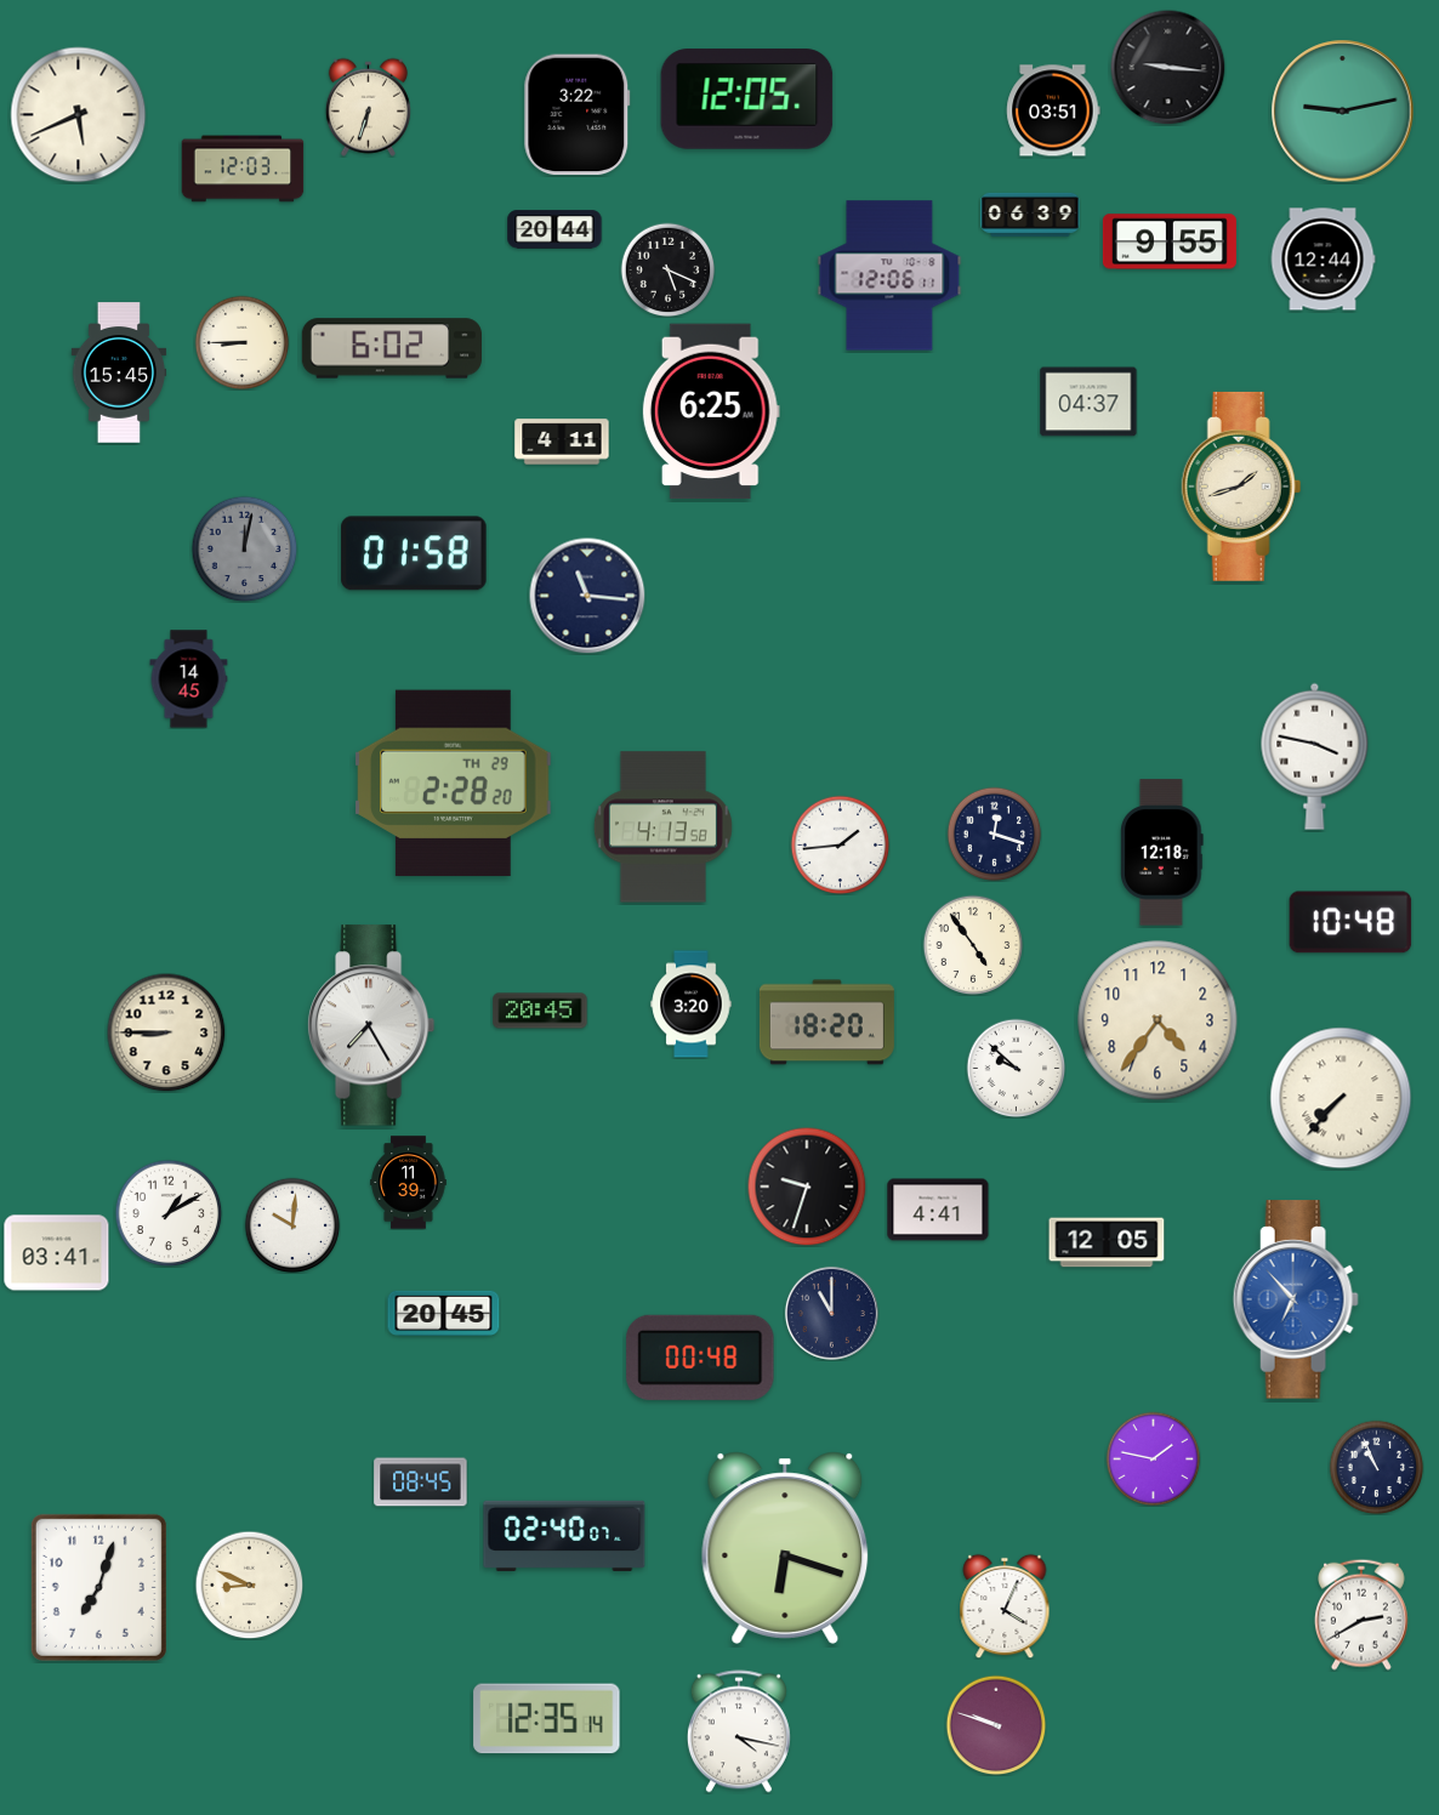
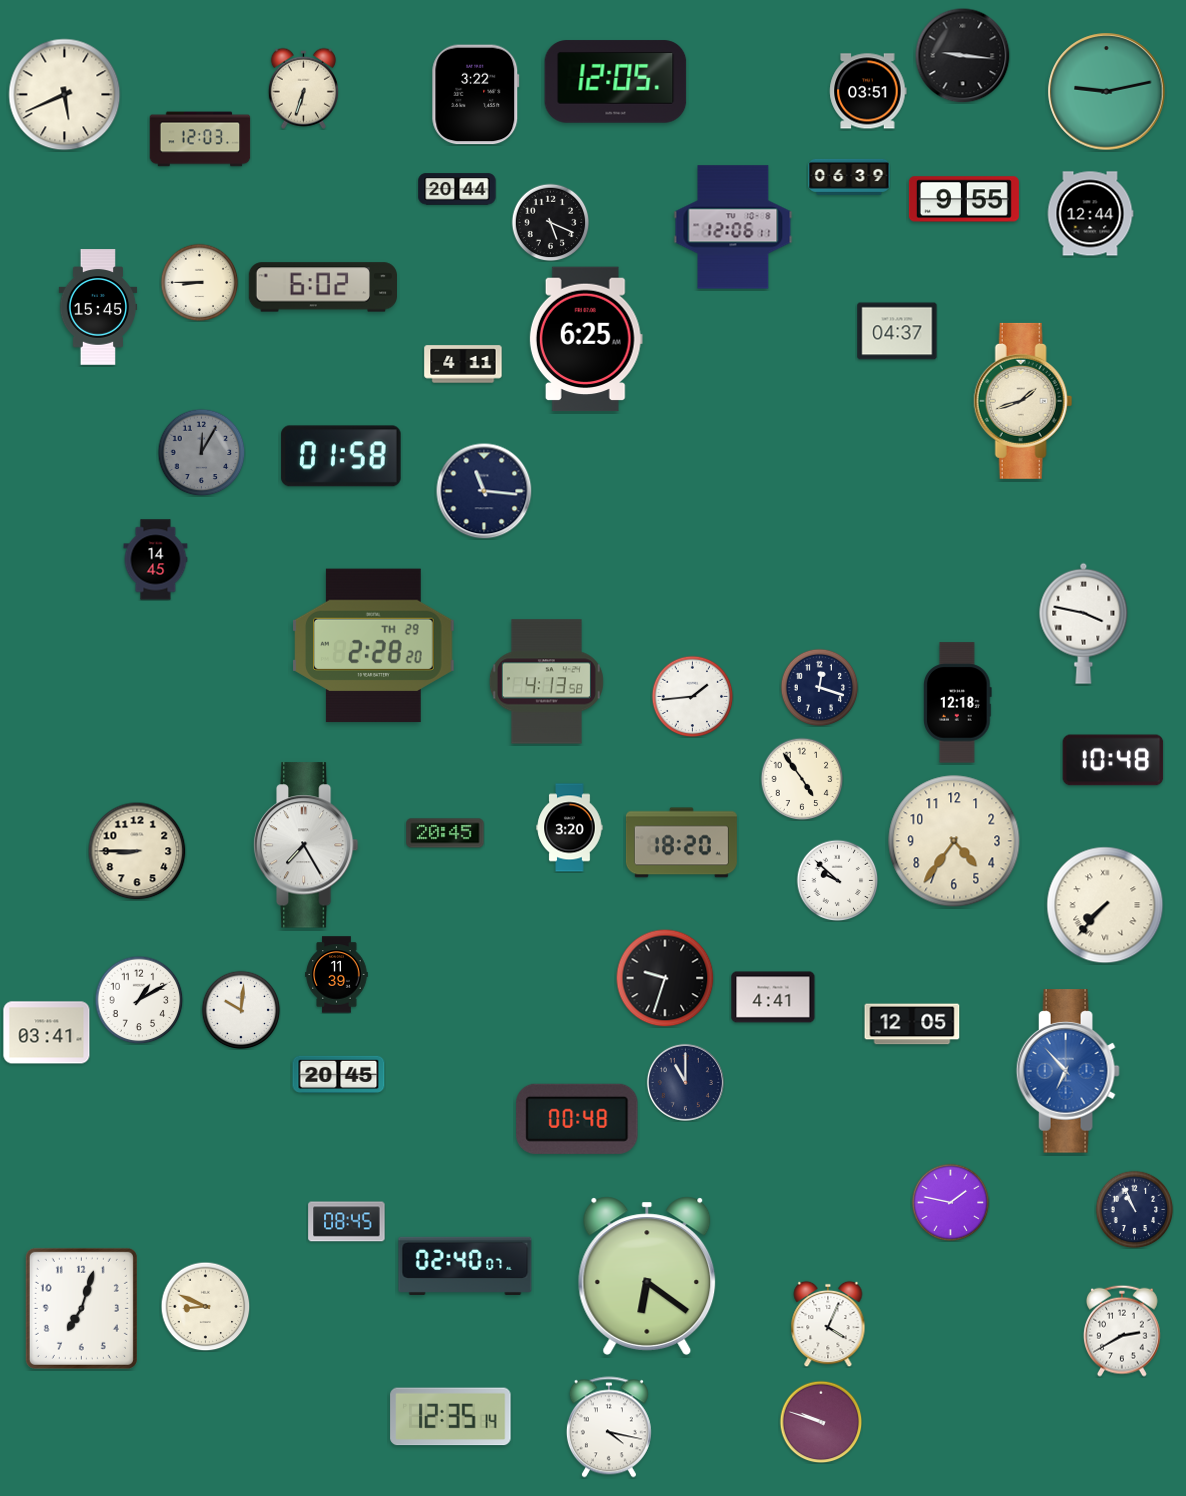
clock at (244, 548): 12:02 -> 12:05
clock at (444, 1313) position: (444, 1313) -> (339, 1074)
clock at (785, 1548): 6:18 -> 6:21
